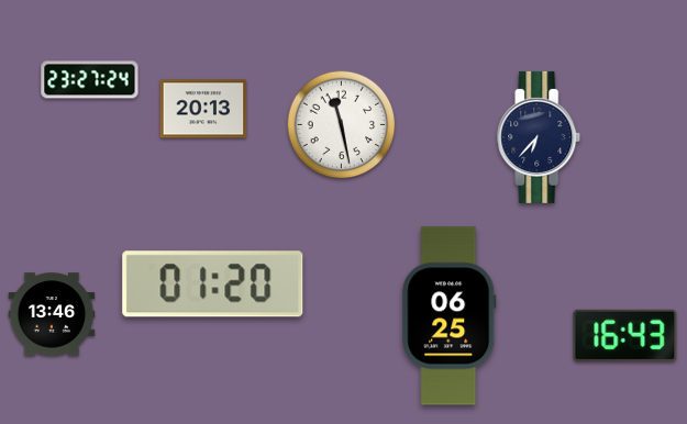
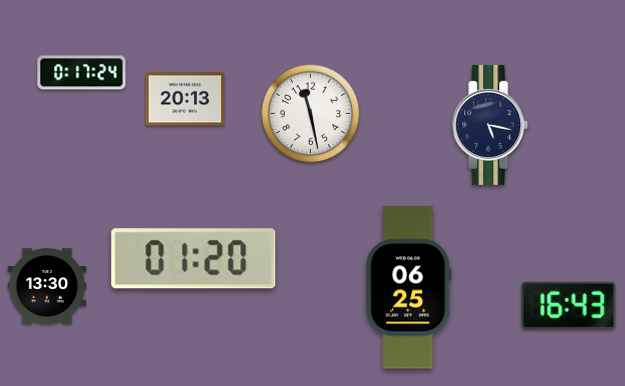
clock at (90, 80): 23:27 -> 0:17
clock at (539, 137): 6:37 -> 5:17
clock at (52, 314): 13:46 -> 13:30
